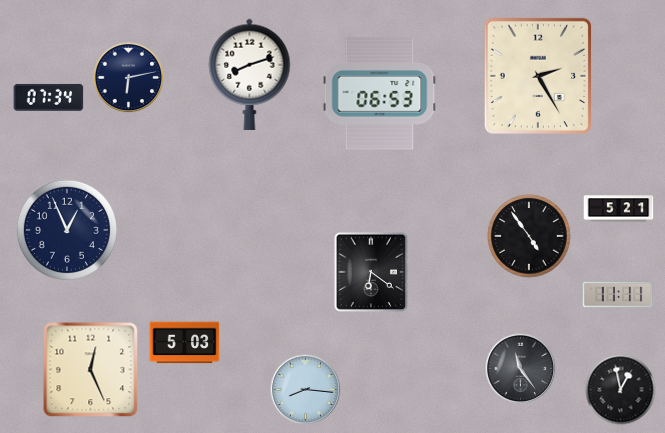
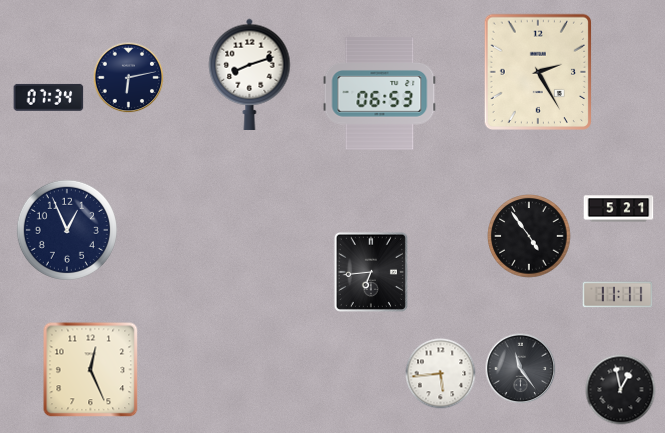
clock at (537, 75) position: (537, 75) -> (537, 71)
clock at (371, 272): 6:21 -> 6:44
clock at (185, 343): 5:03 -> none
clock at (441, 374): none -> 5:44
clock at (306, 390): 8:16 -> none
